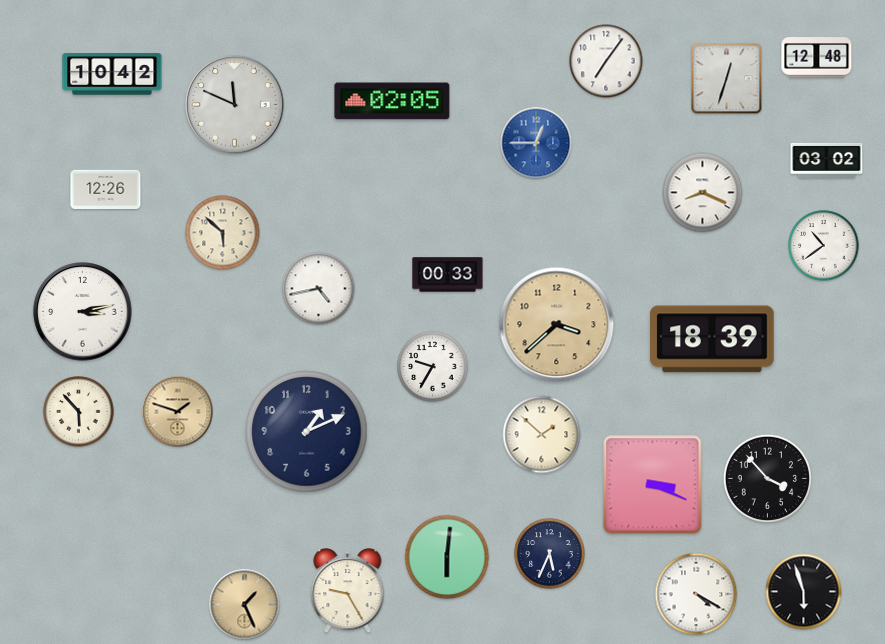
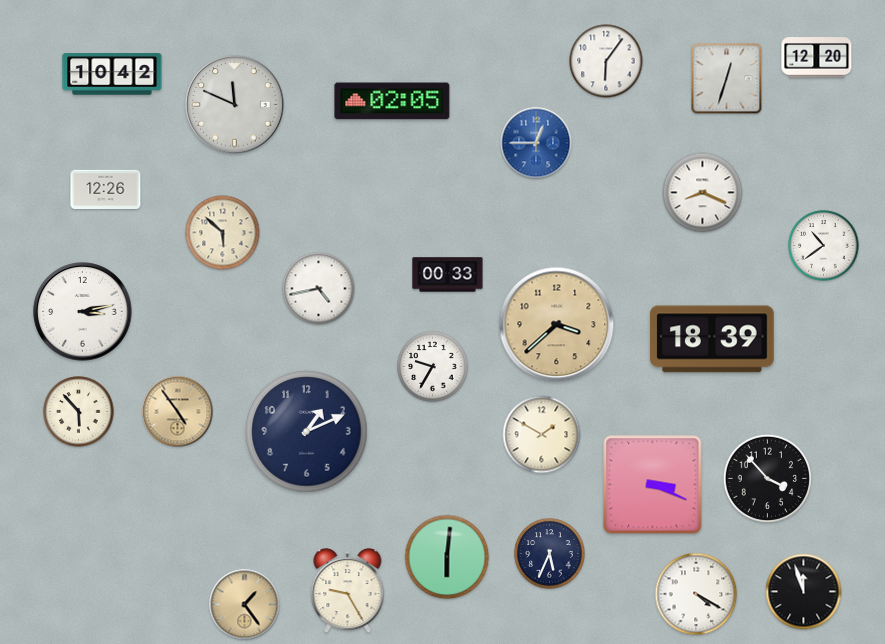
clock at (817, 58): 12:48 -> 12:20
clock at (606, 61): 7:06 -> 6:06
clock at (827, 160): 03:02 -> none
clock at (178, 412): 1:48 -> 4:54
clock at (542, 435): 1:52 -> 1:50
clock at (804, 592): 5:57 -> 11:57
clock at (245, 605): 1:26 -> 1:24
